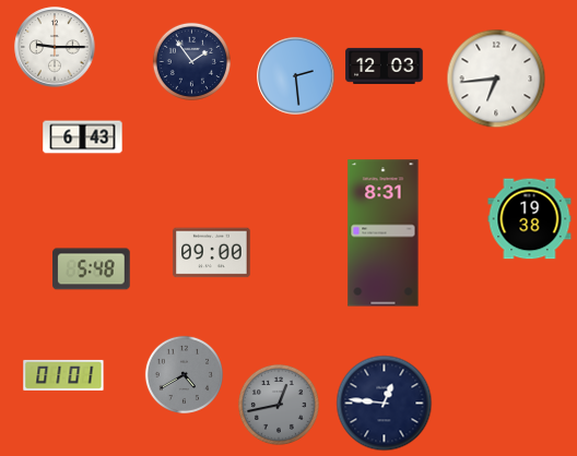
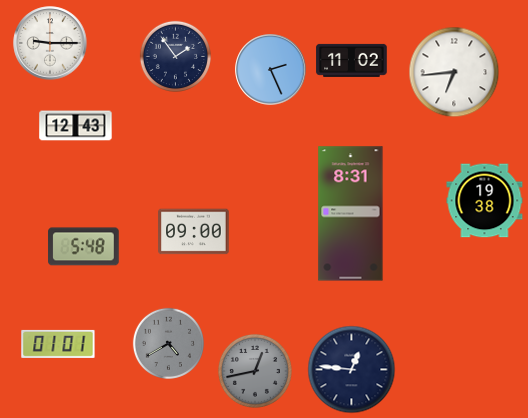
clock at (385, 65): 12:03 -> 11:02
clock at (296, 76): 2:29 -> 2:26
clock at (83, 137): 6:43 -> 12:43
